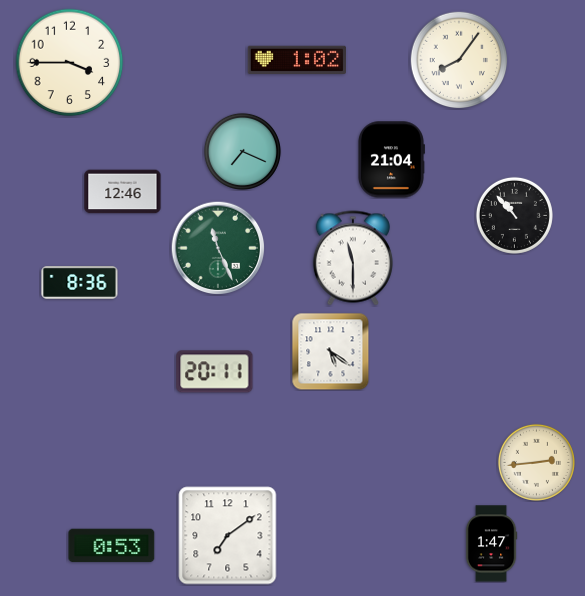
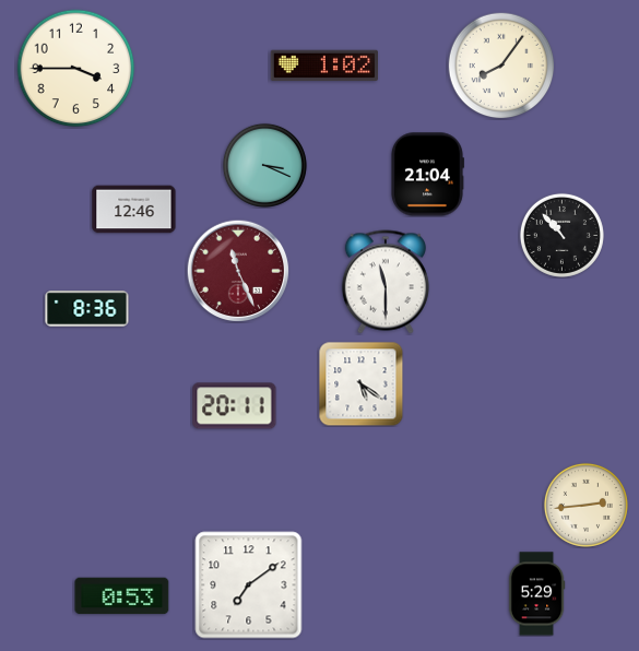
clock at (242, 151): 7:19 -> 3:19
clock at (218, 248) dial: green -> burgundy
clock at (491, 544): 1:47 -> 5:29
